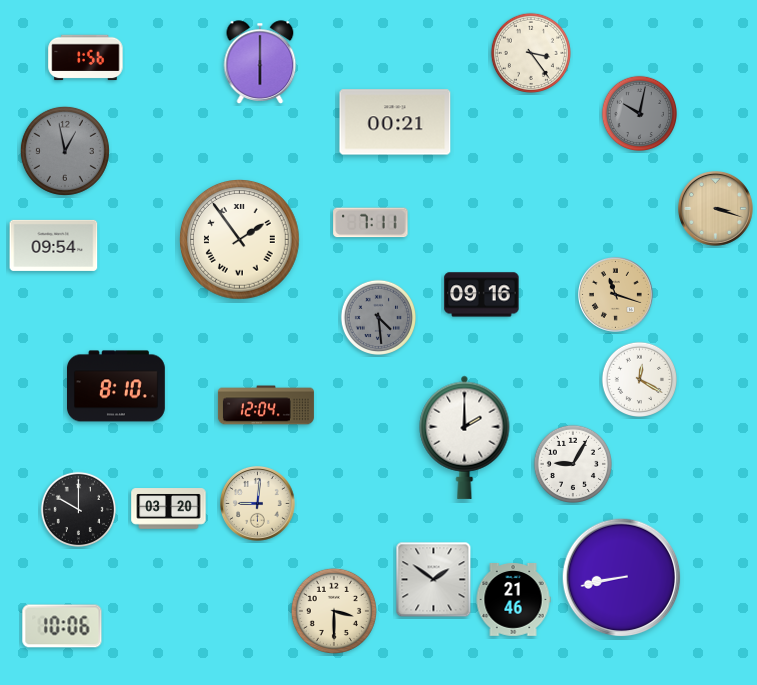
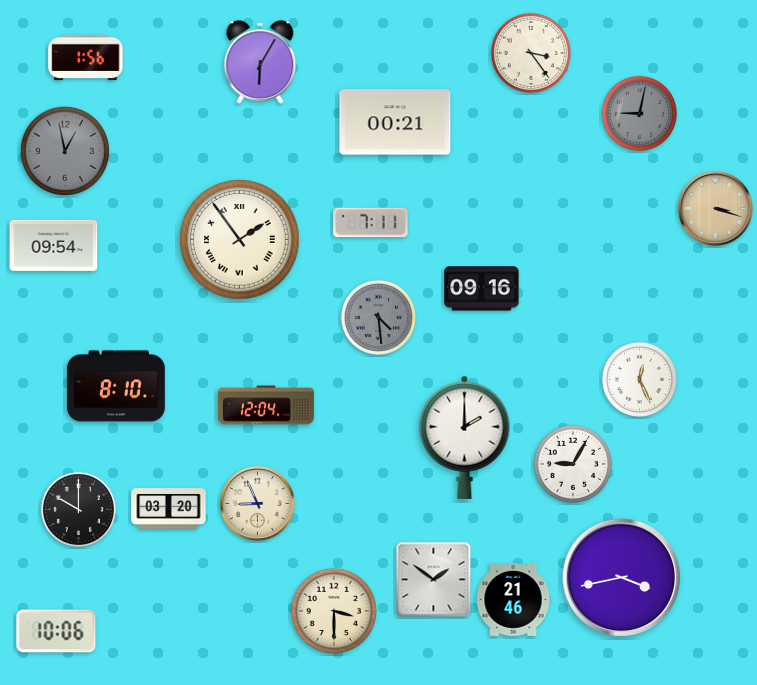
clock at (260, 62): 6:00 -> 6:05
clock at (639, 113): 10:02 -> 9:02
clock at (482, 295) position: (482, 295) -> (482, 289)
clock at (616, 295): 11:18 -> none
clock at (639, 379): 12:20 -> 12:26
clock at (258, 504): 9:01 -> 8:56
clock at (622, 578): 8:43 -> 3:43
clock at (62, 626) position: (62, 626) -> (56, 631)
